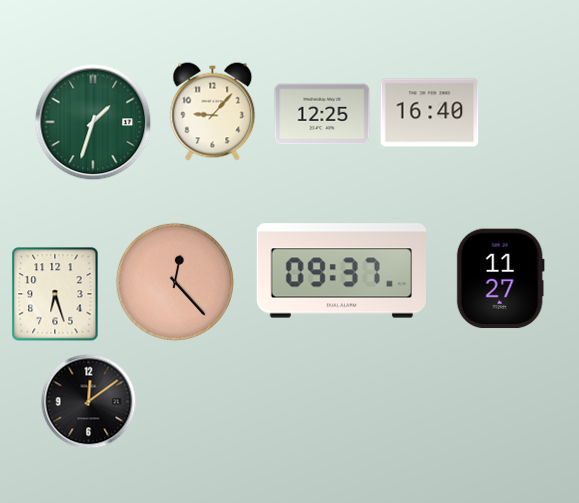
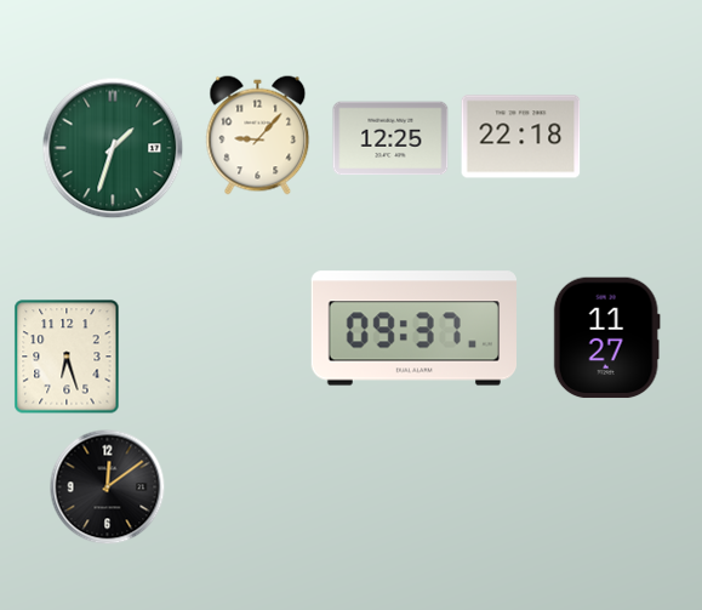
clock at (430, 113): 16:40 -> 22:18
clock at (175, 282): 12:23 -> none
